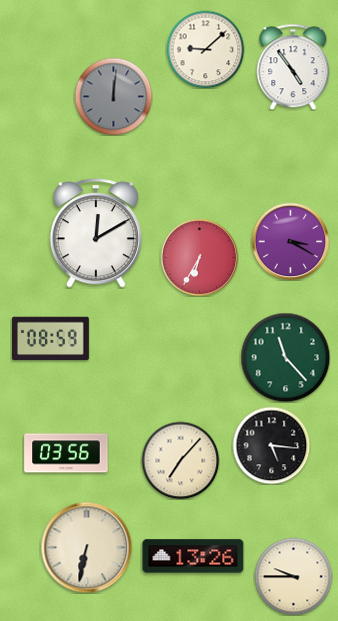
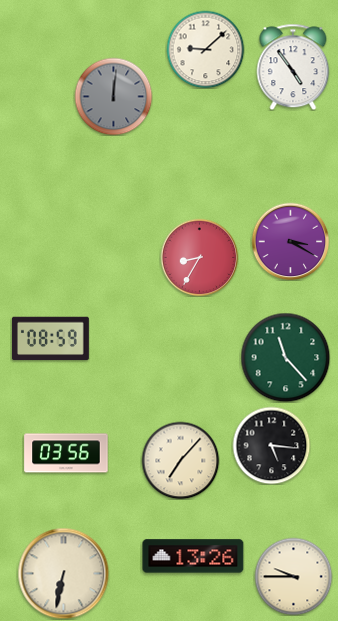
clock at (96, 233): 12:10 -> none
clock at (199, 257): 6:35 -> 8:35
clock at (86, 547) position: (86, 547) -> (63, 573)
